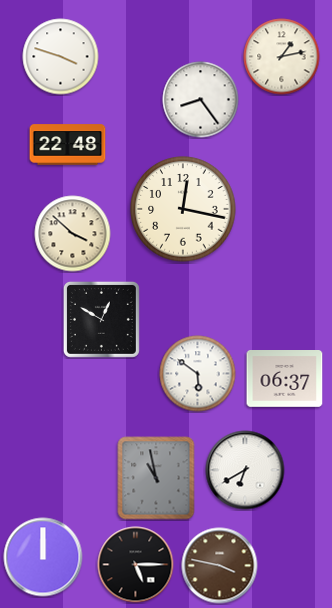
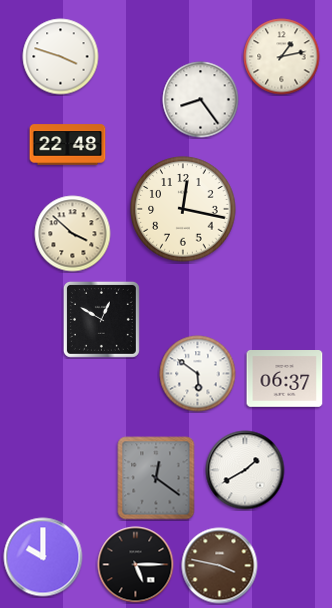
clock at (245, 470): 6:40 -> 1:40
clock at (156, 478): 10:58 -> 12:21
clock at (43, 557): 12:00 -> 10:00
